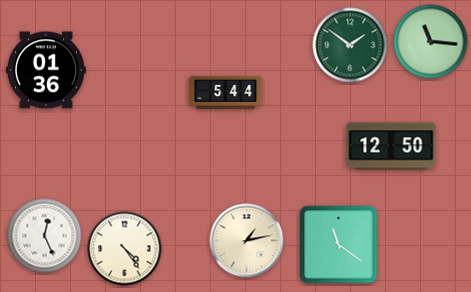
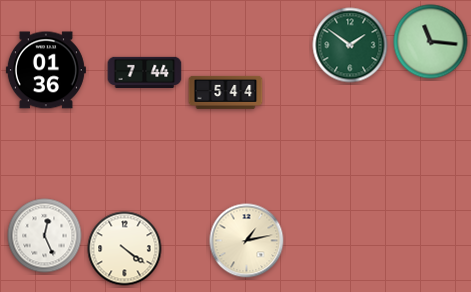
clock at (145, 72): none -> 7:44
clock at (391, 146): 12:50 -> none
clock at (339, 245): 11:21 -> none
clock at (125, 249): 4:24 -> 4:21
